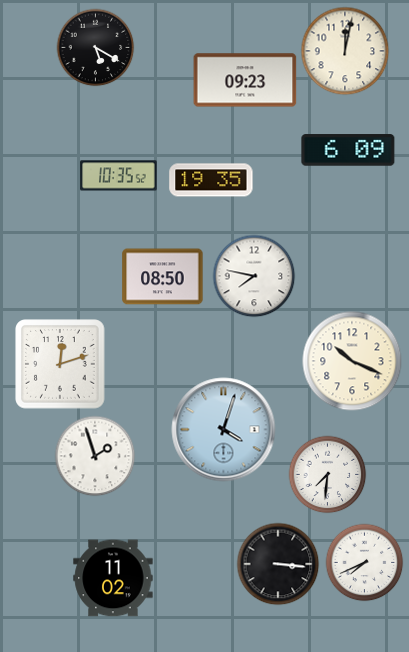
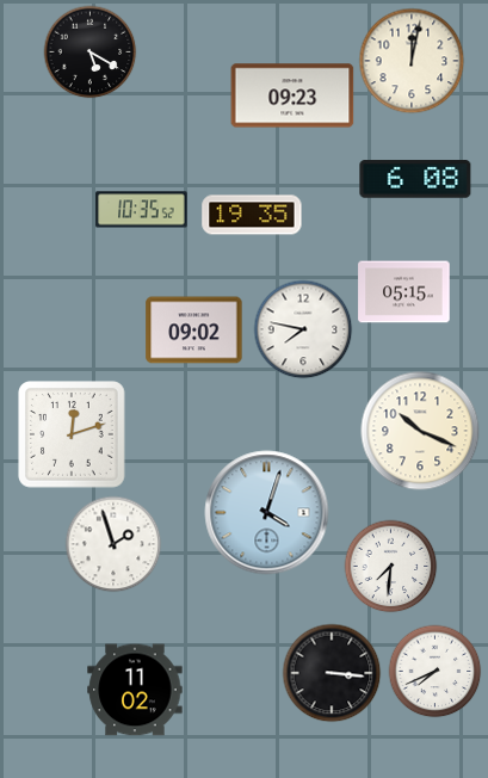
clock at (95, 47) position: (95, 47) -> (89, 51)
clock at (348, 150): 6:09 -> 6:08
clock at (404, 292): none -> 05:15
clock at (163, 277): 08:50 -> 09:02
